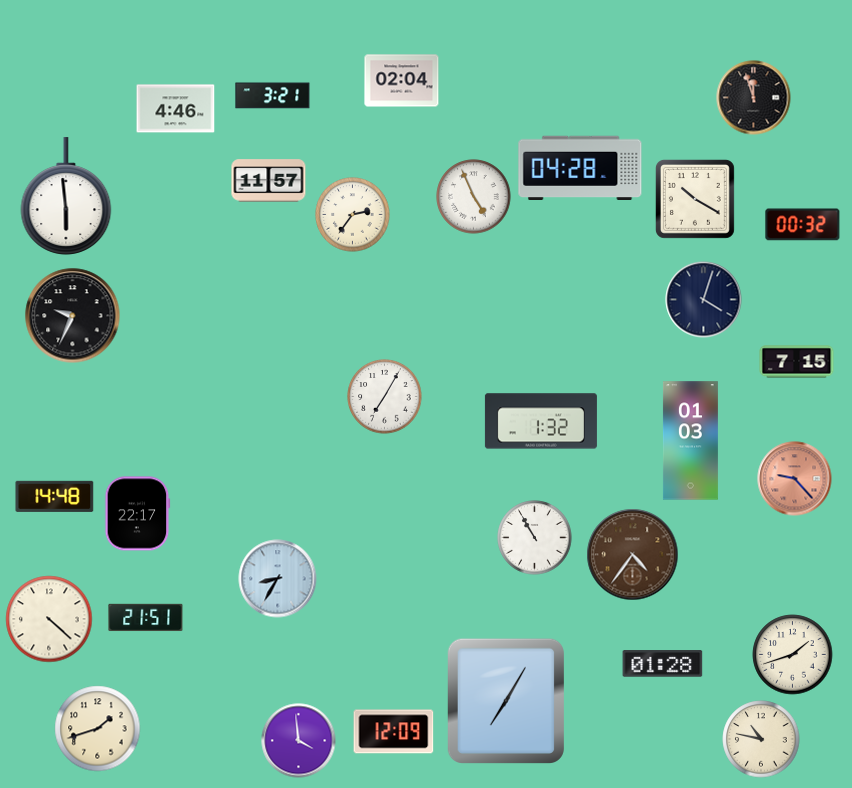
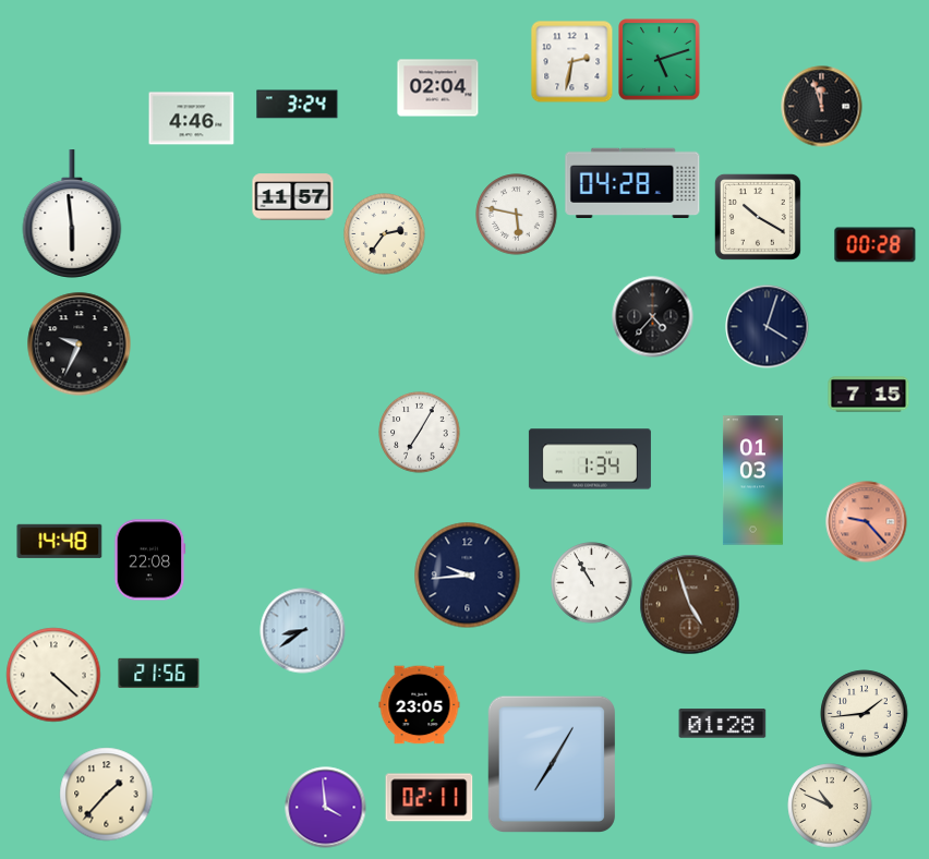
clock at (660, 60): none -> 5:12
clock at (572, 62): none -> 2:32
clock at (273, 96): 3:21 -> 3:24
clock at (474, 197): 4:56 -> 5:47
clock at (803, 225): 00:32 -> 00:28
clock at (653, 317): none -> 4:37
clock at (541, 421): 1:32 -> 1:34
clock at (138, 514): 22:17 -> 22:08
clock at (468, 576): none -> 9:44
clock at (535, 538) position: (535, 538) -> (592, 583)
clock at (633, 555): 4:36 -> 4:57
clock at (278, 579): 8:35 -> 8:39
clock at (146, 618): 21:51 -> 21:56
clock at (420, 705): none -> 23:05
clock at (793, 655): 1:42 -> 1:44
clock at (98, 729): 1:42 -> 1:37
clock at (394, 732): 12:09 -> 02:11
clock at (761, 739): 10:47 -> 10:49
